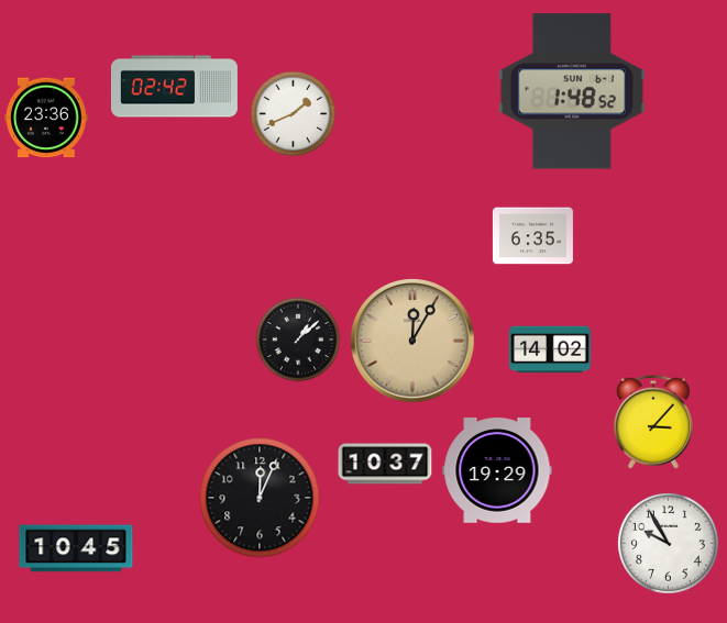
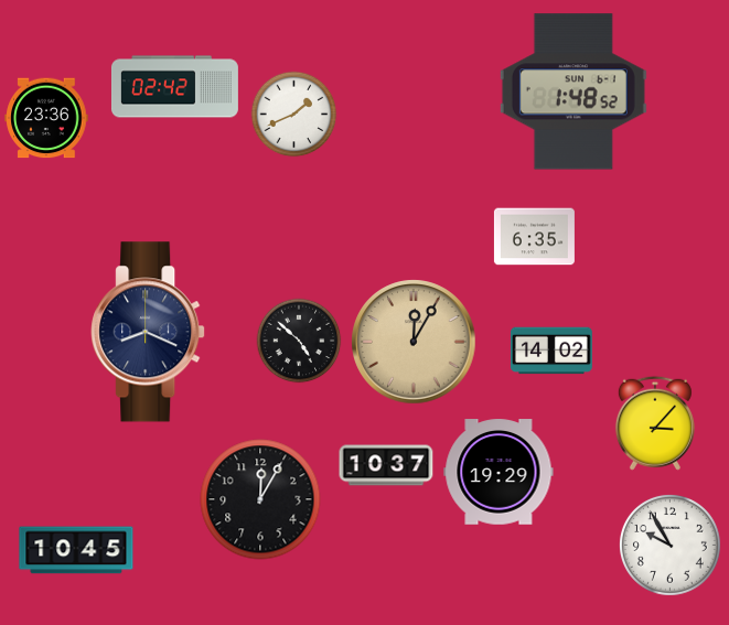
clock at (148, 332): none -> 8:19
clock at (298, 340): 1:08 -> 4:52
clock at (260, 498): 12:04 -> 12:05
